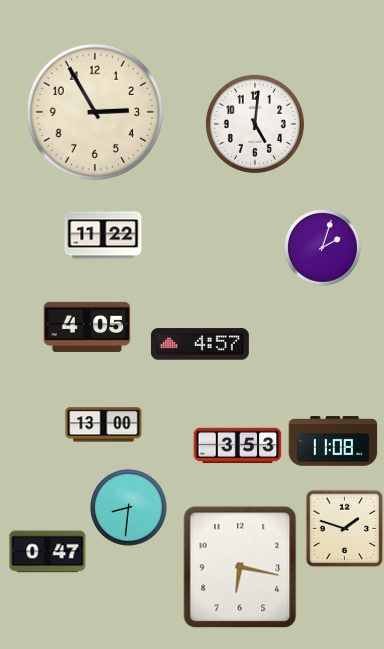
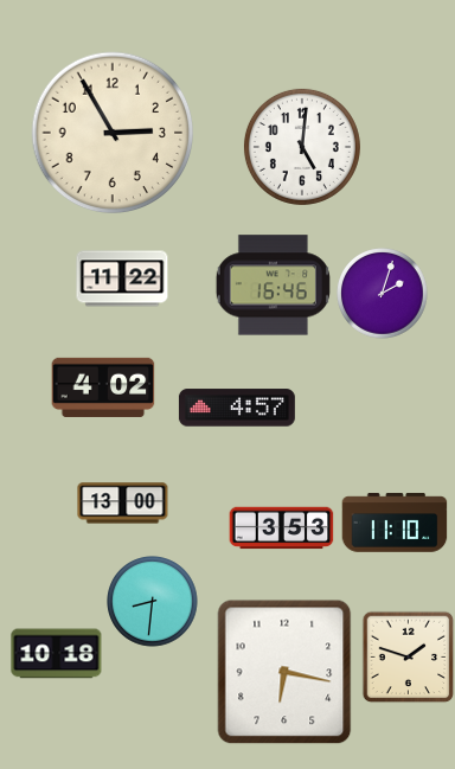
clock at (273, 286): none -> 16:46
clock at (87, 327): 4:05 -> 4:02
clock at (333, 441): 11:08 -> 11:10
clock at (344, 528) position: (344, 528) -> (408, 656)
clock at (48, 552): 0:47 -> 10:18
